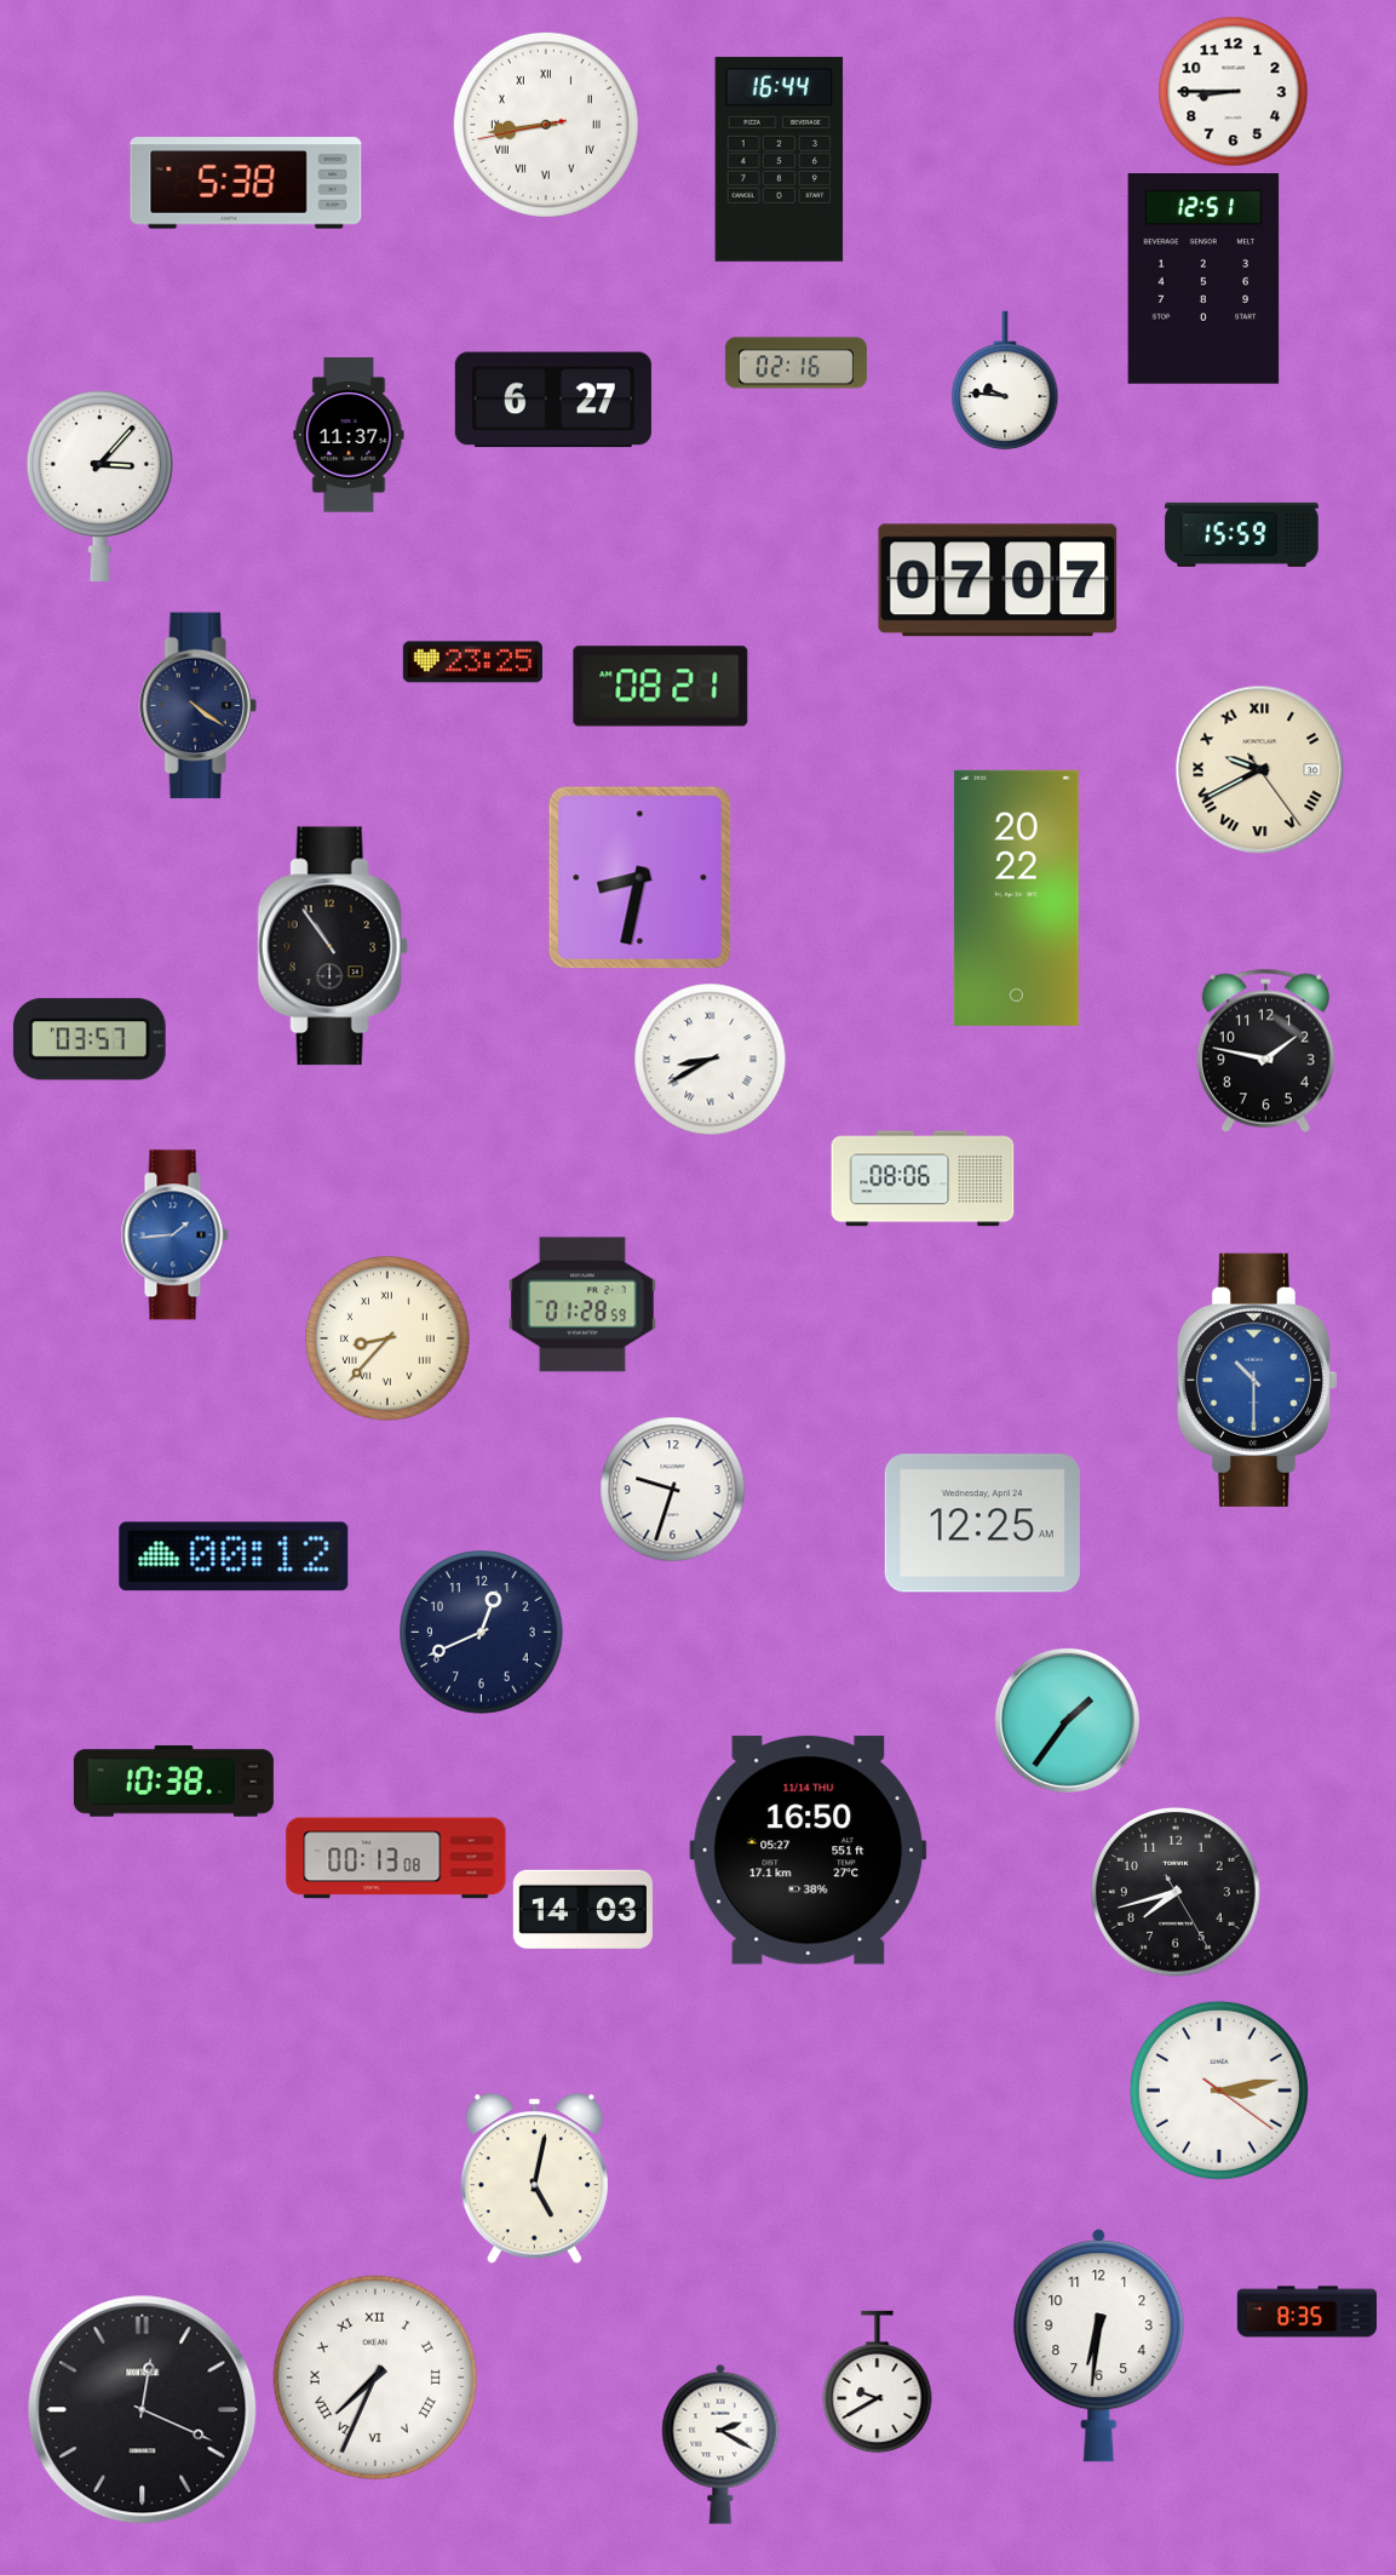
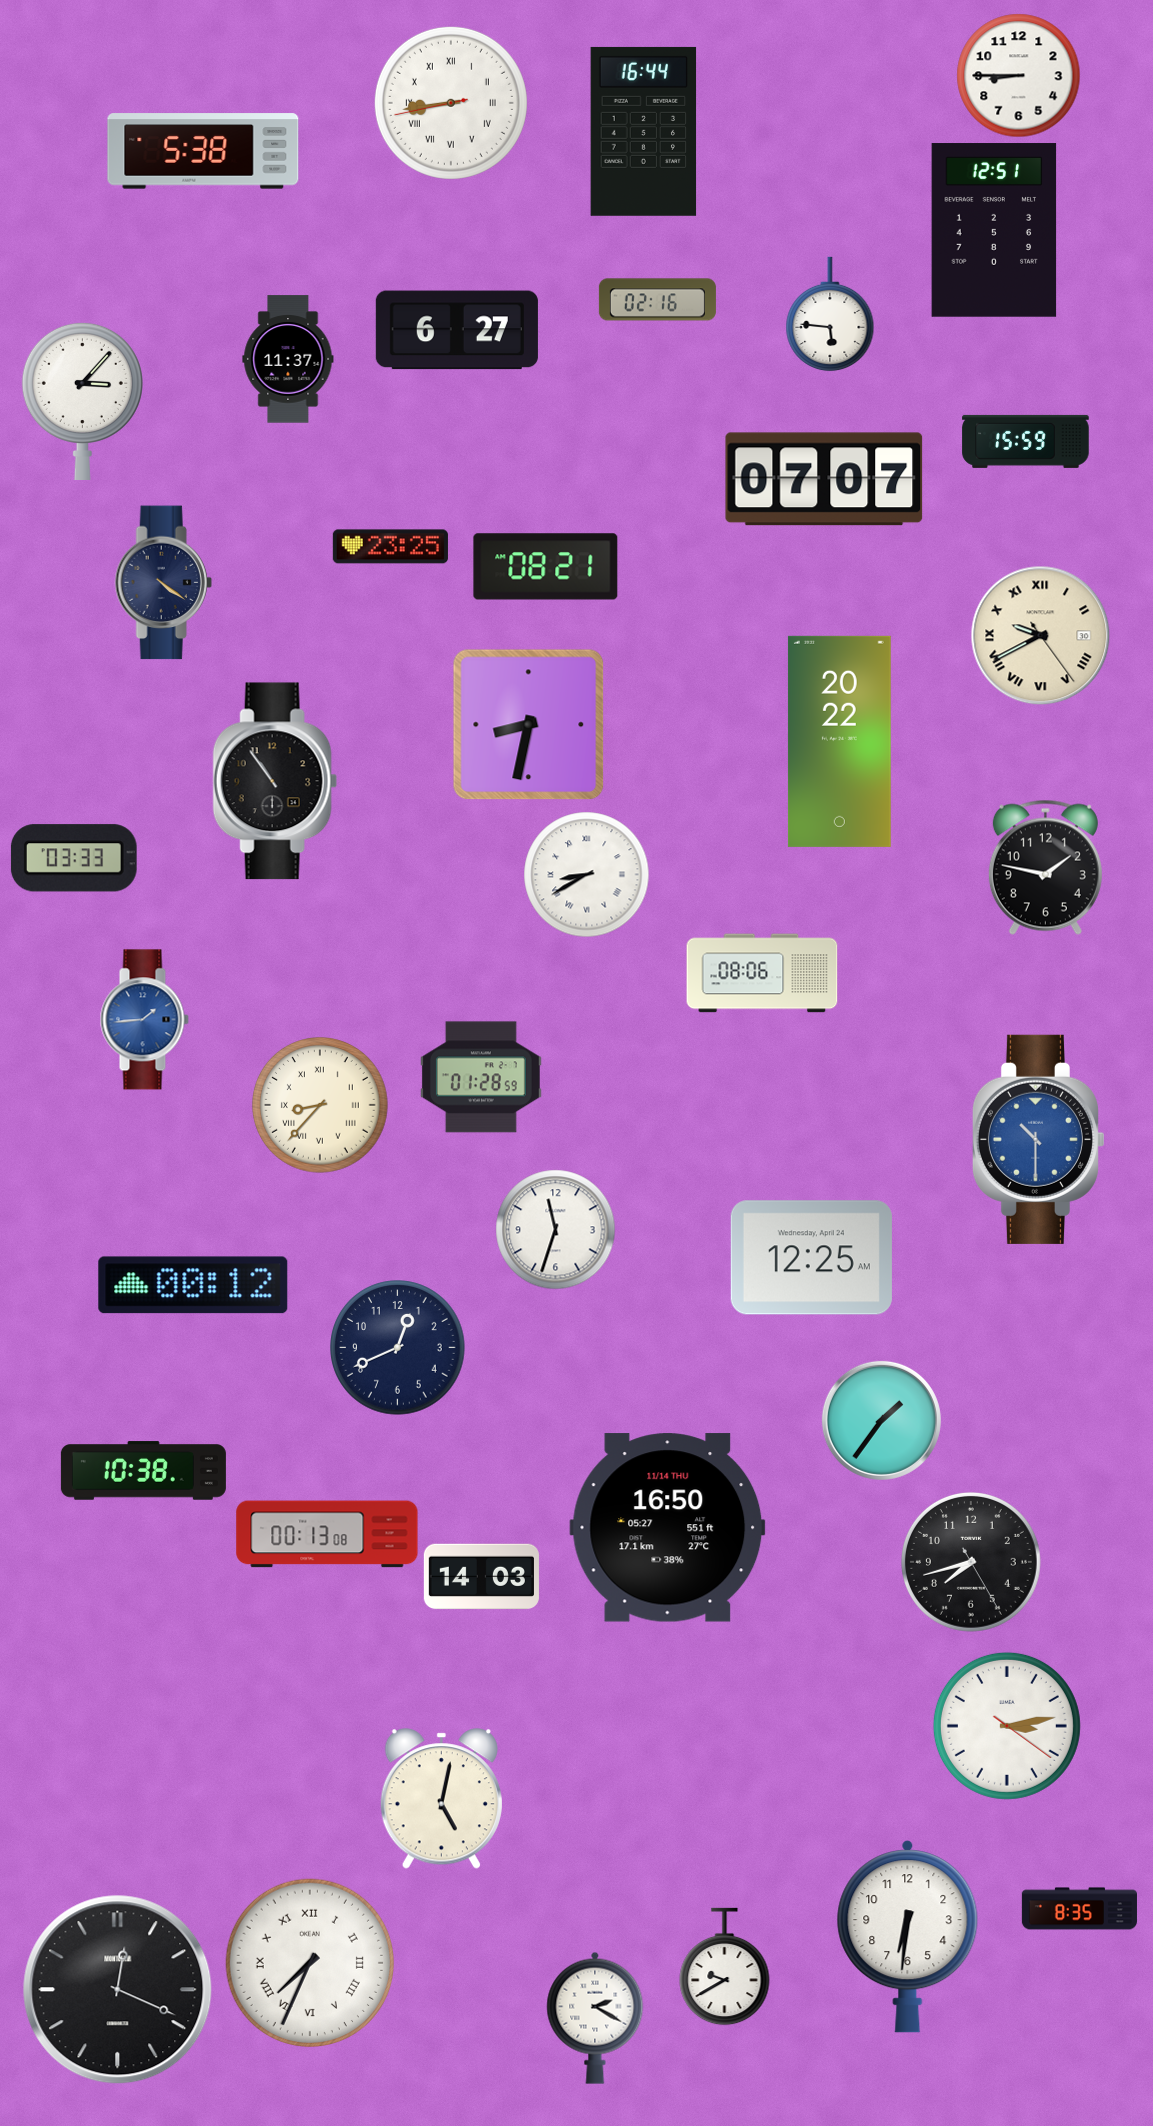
clock at (1005, 380): 9:46 -> 5:46
clock at (90, 1039): 03:57 -> 03:33
clock at (673, 1490): 9:33 -> 11:33
